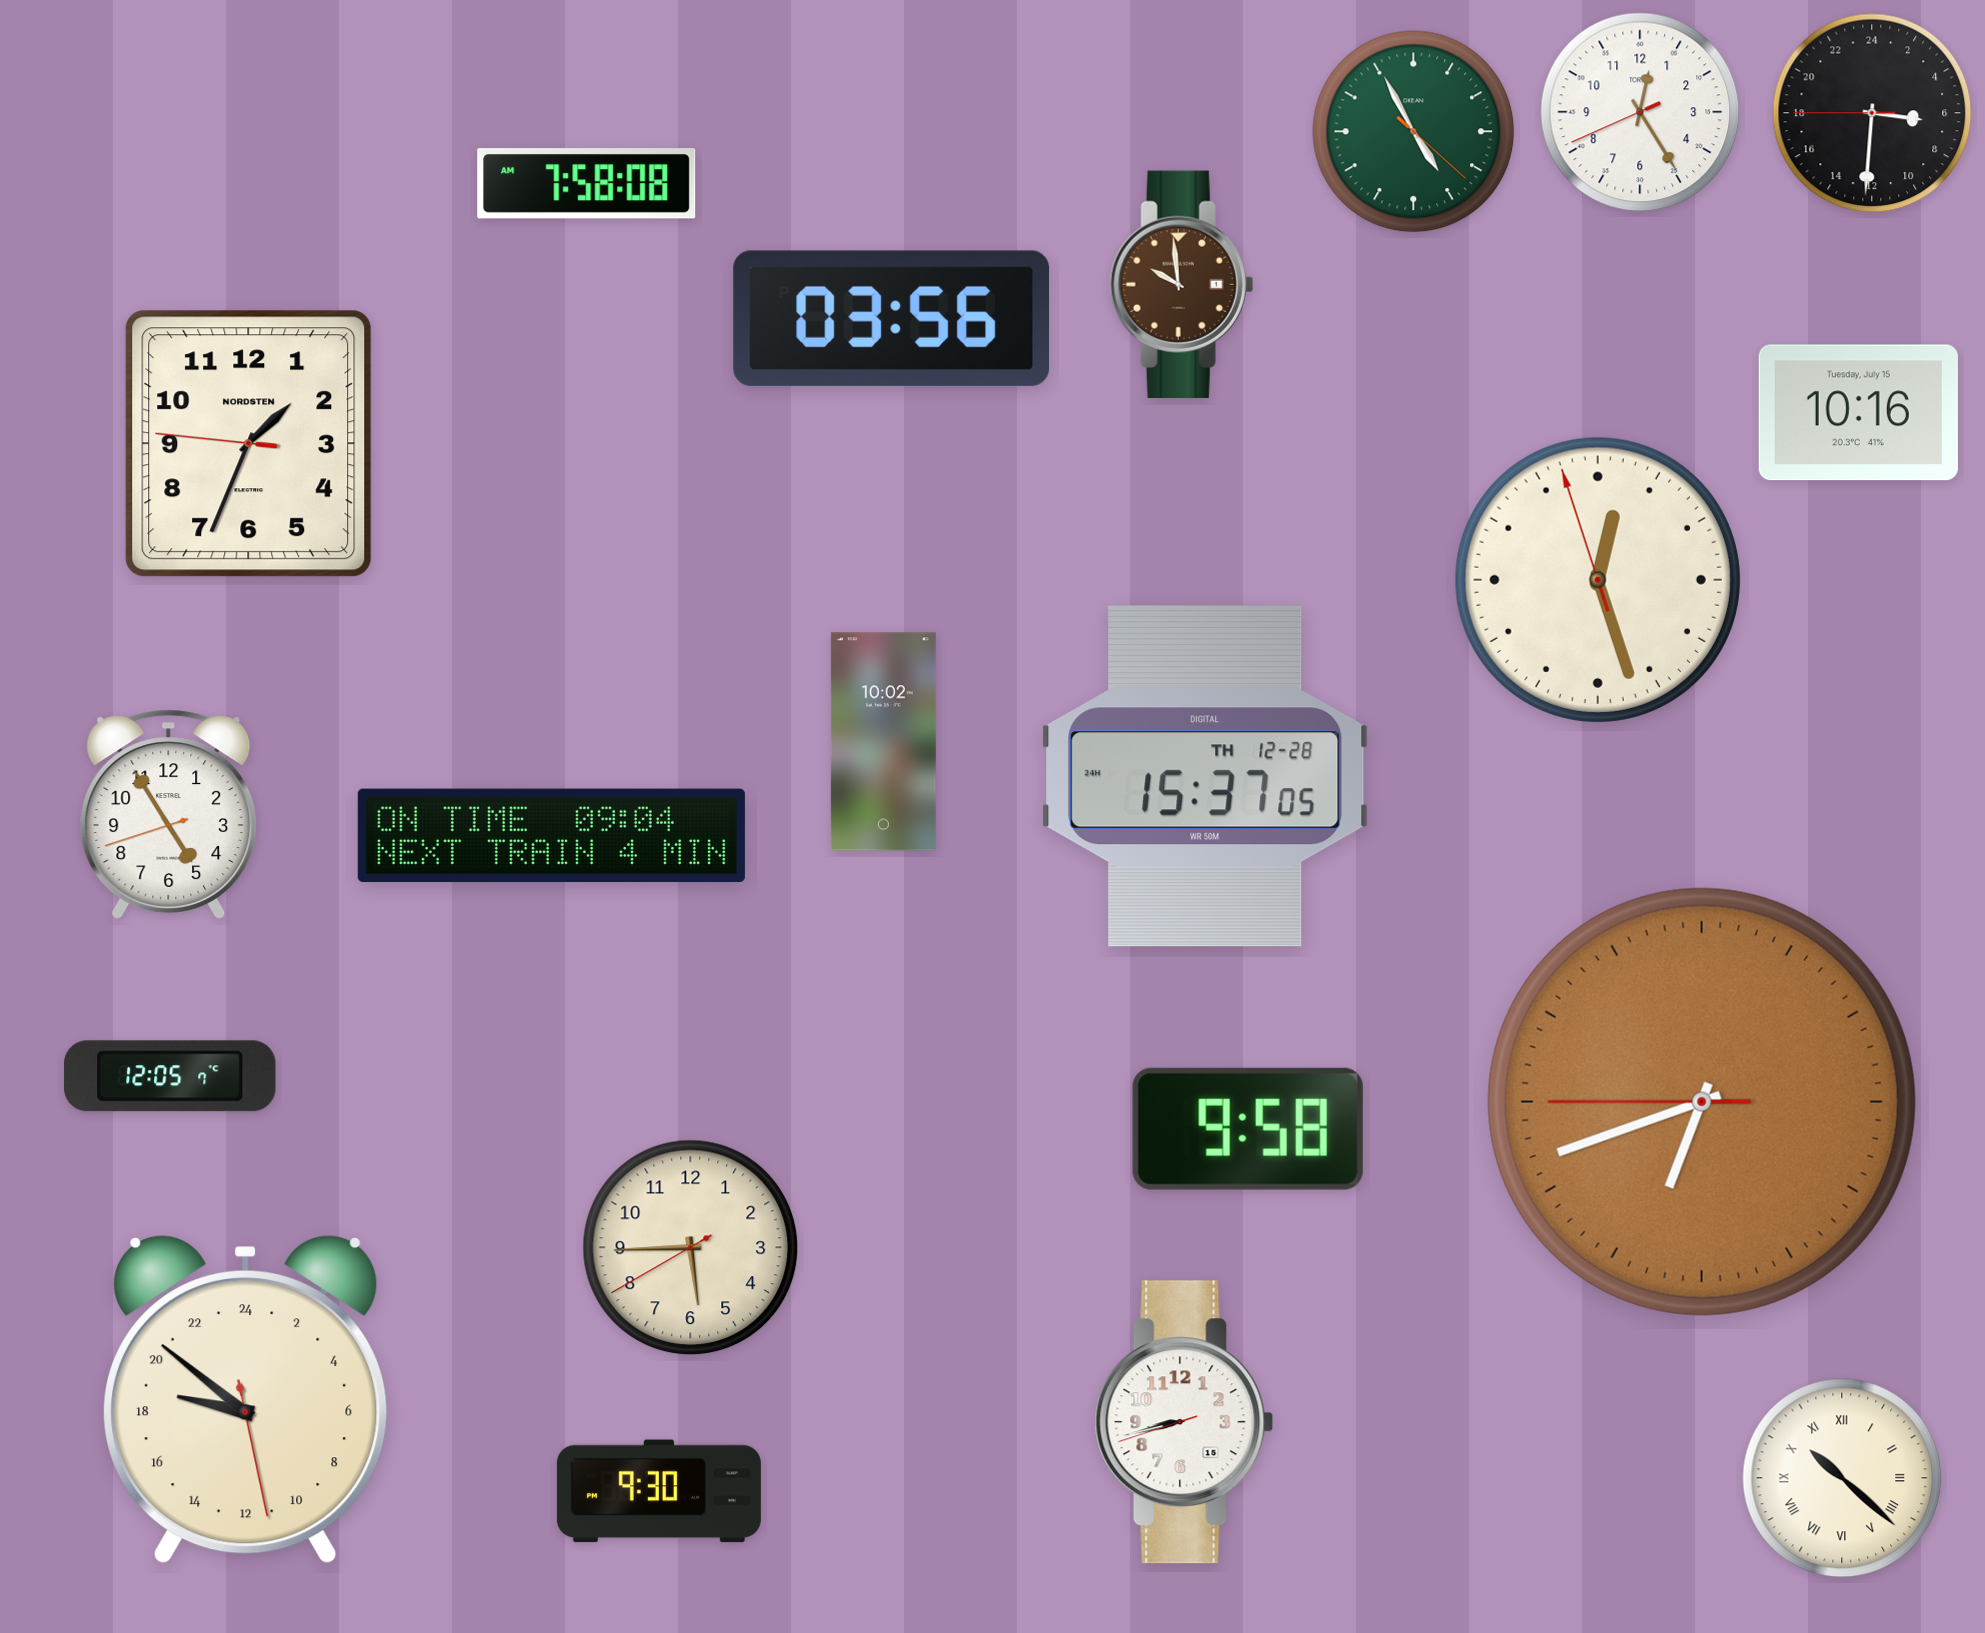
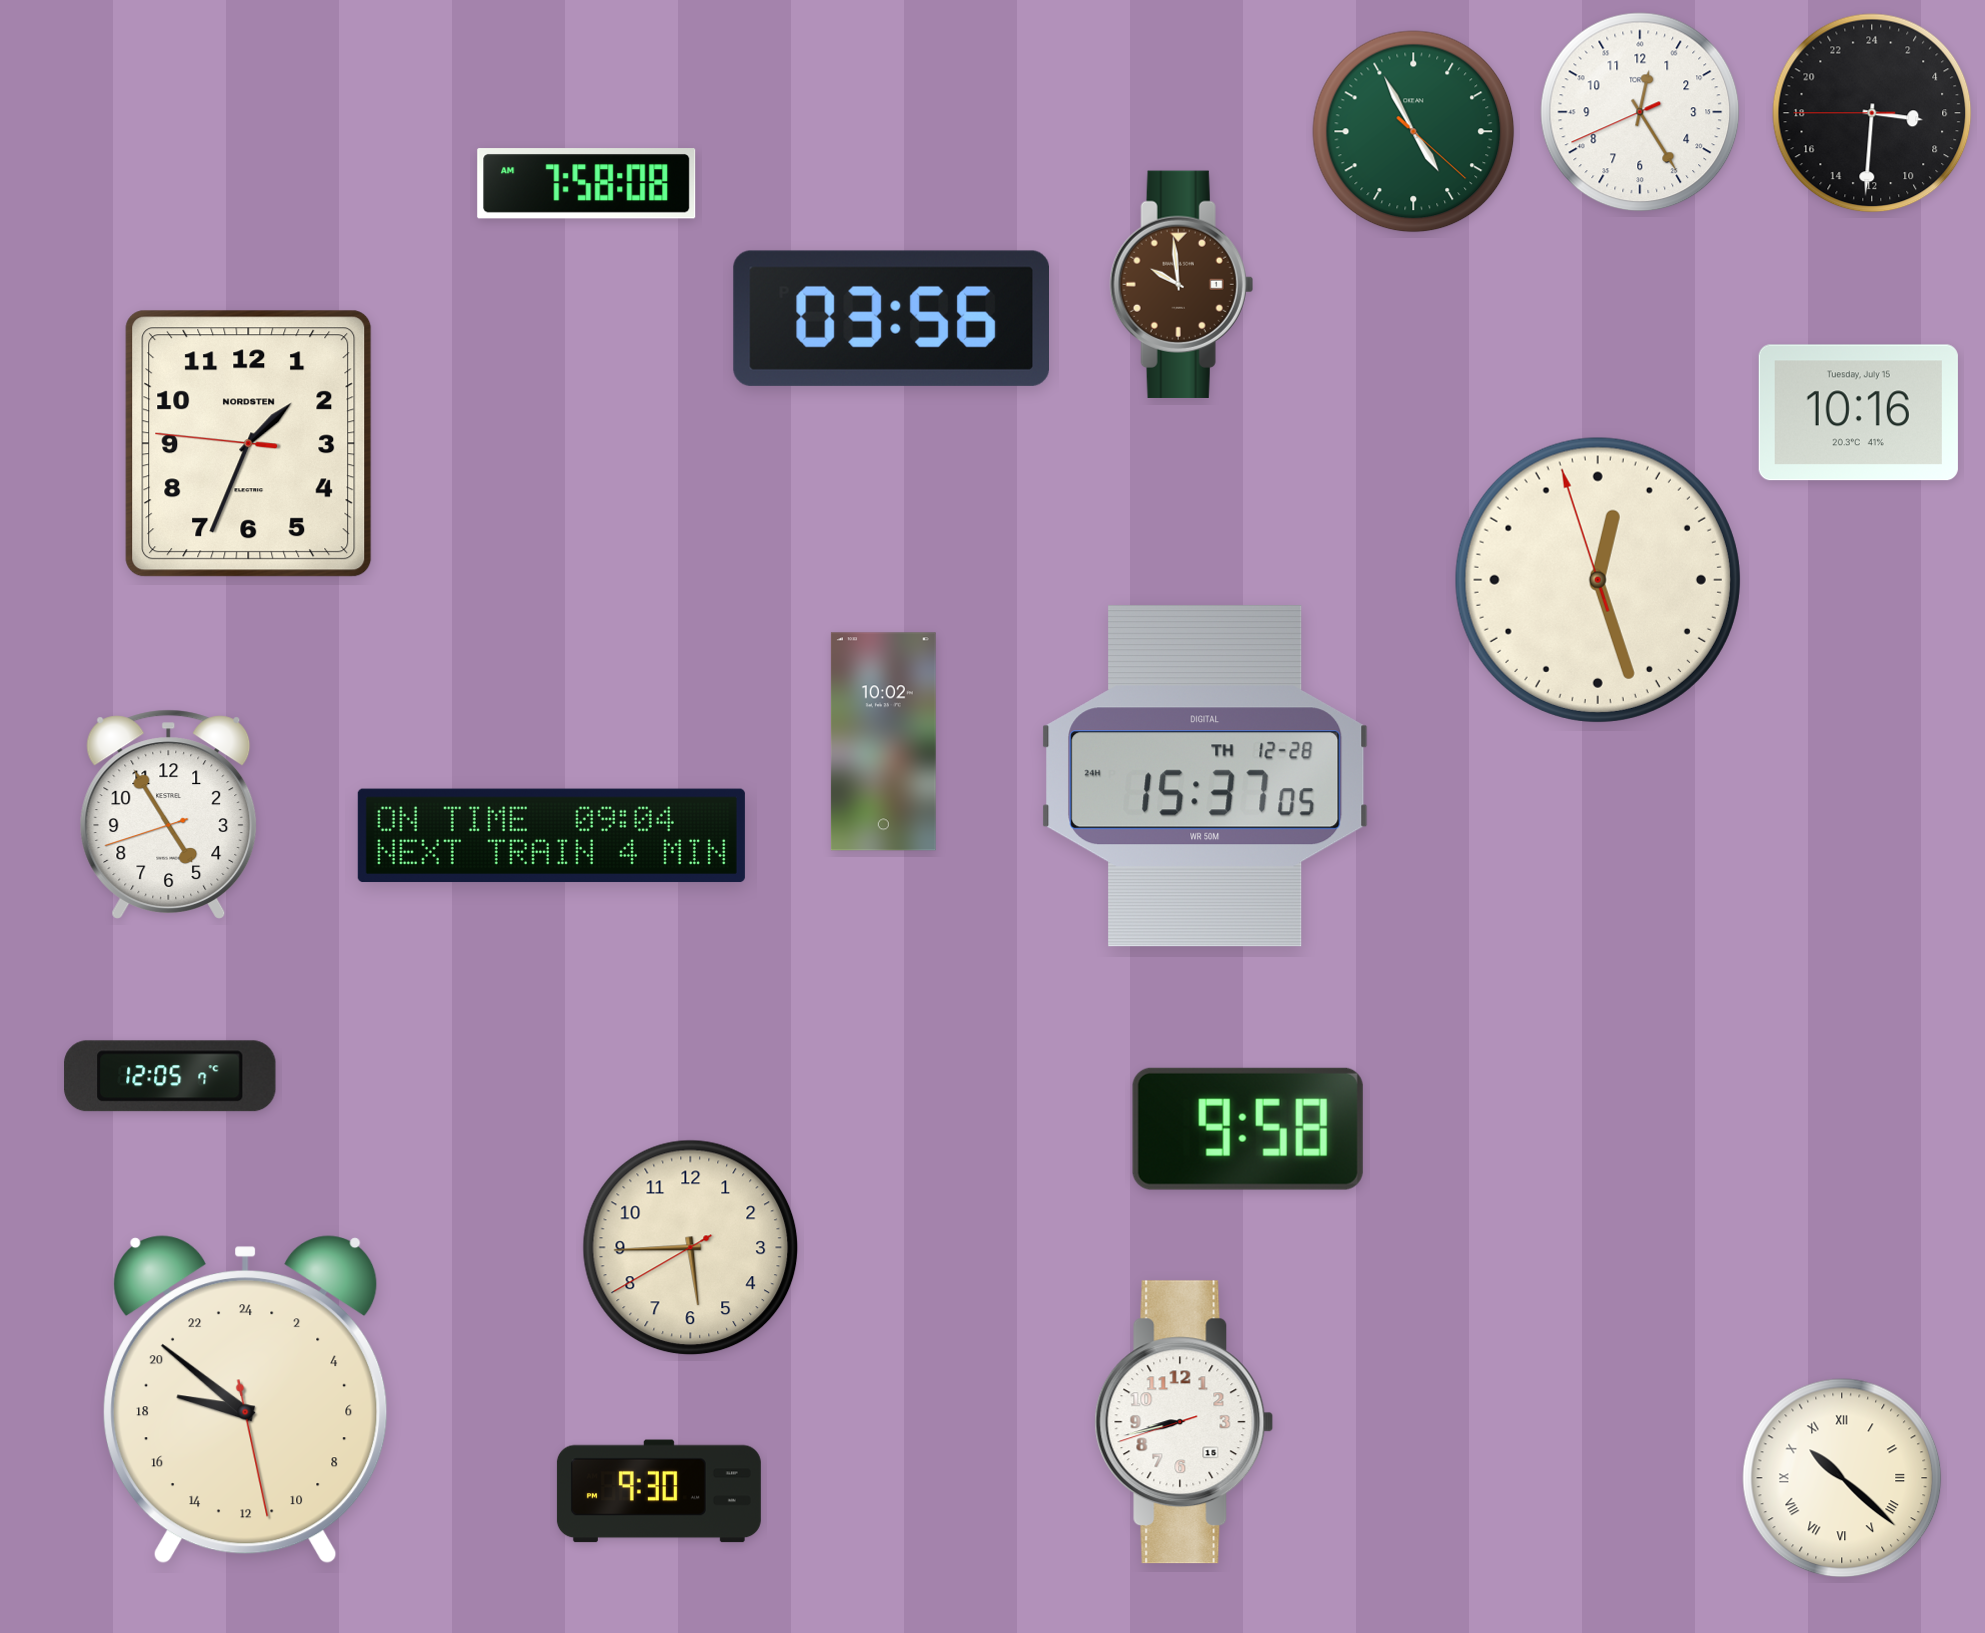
clock at (1702, 1102): 6:41 -> none
